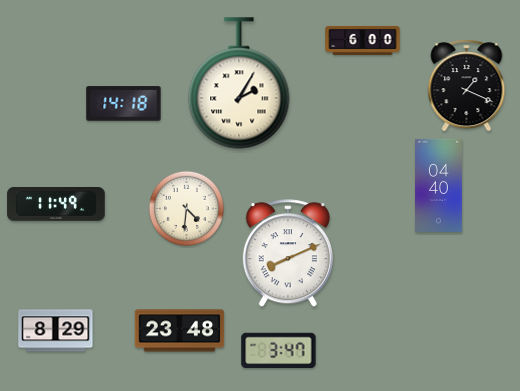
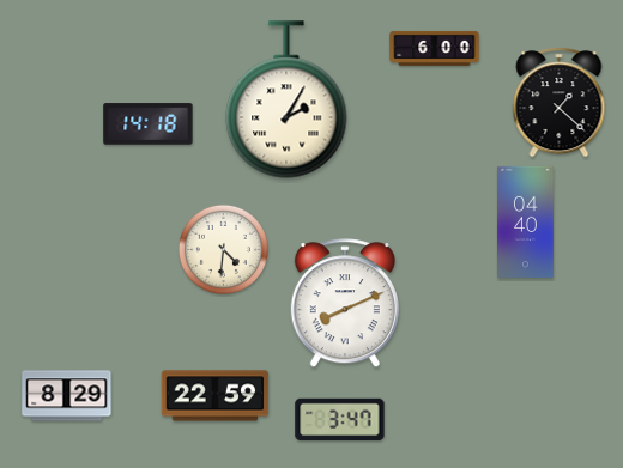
clock at (467, 86): 1:19 -> 1:22
clock at (56, 205): 11:49 -> none
clock at (180, 331): 23:48 -> 22:59
clock at (279, 351) position: (279, 351) -> (340, 420)
